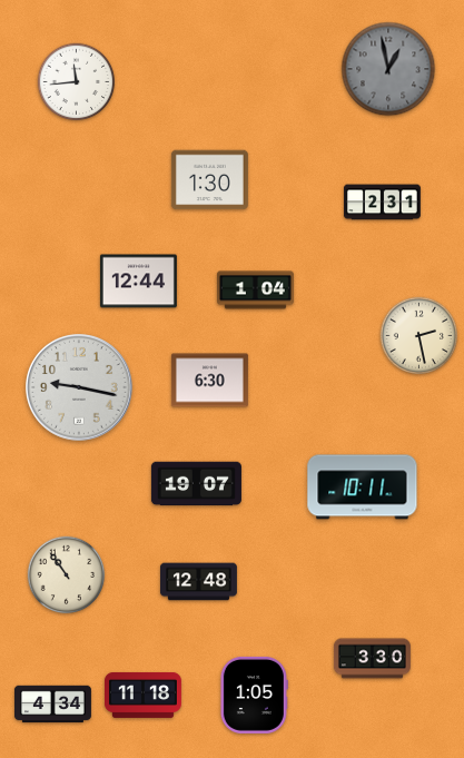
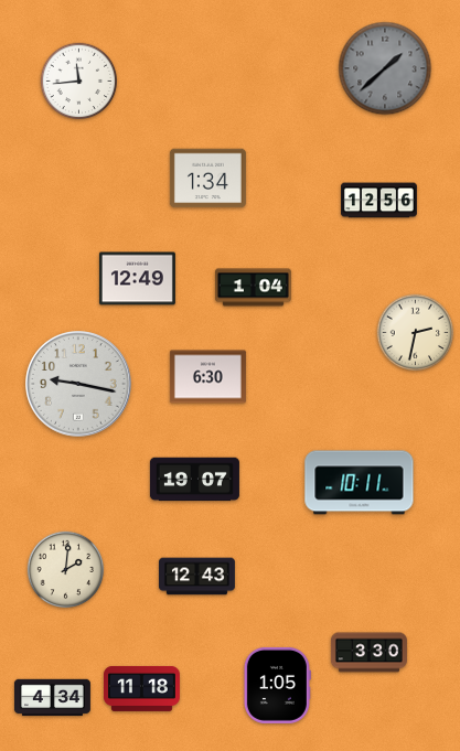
clock at (388, 69): 12:58 -> 1:38
clock at (77, 82) position: (77, 82) -> (79, 82)
clock at (209, 180): 1:30 -> 1:34
clock at (382, 203): 2:31 -> 12:56
clock at (138, 282): 12:44 -> 12:49
clock at (419, 336): 2:28 -> 2:32
clock at (67, 575): 10:54 -> 2:01
clock at (198, 582): 12:48 -> 12:43
clock at (254, 695) position: (254, 695) -> (277, 685)
